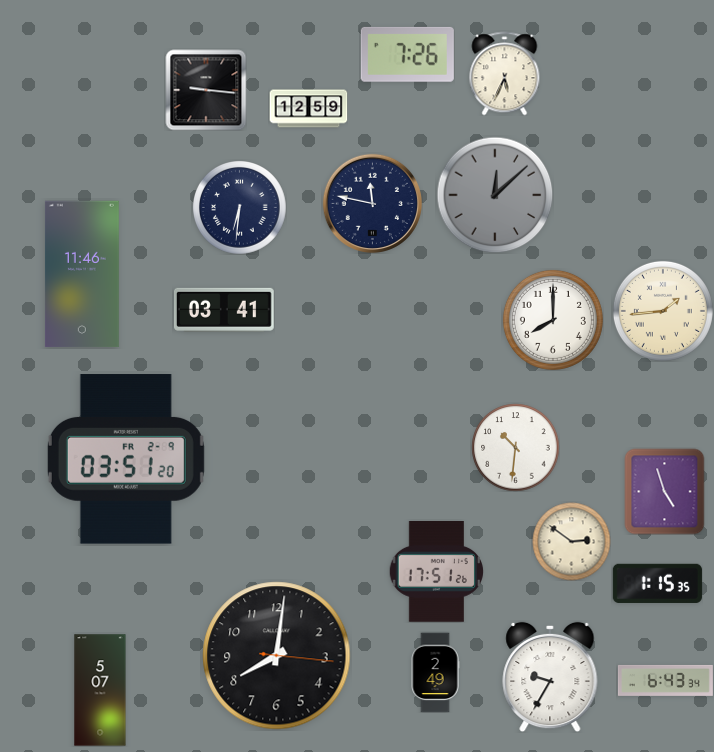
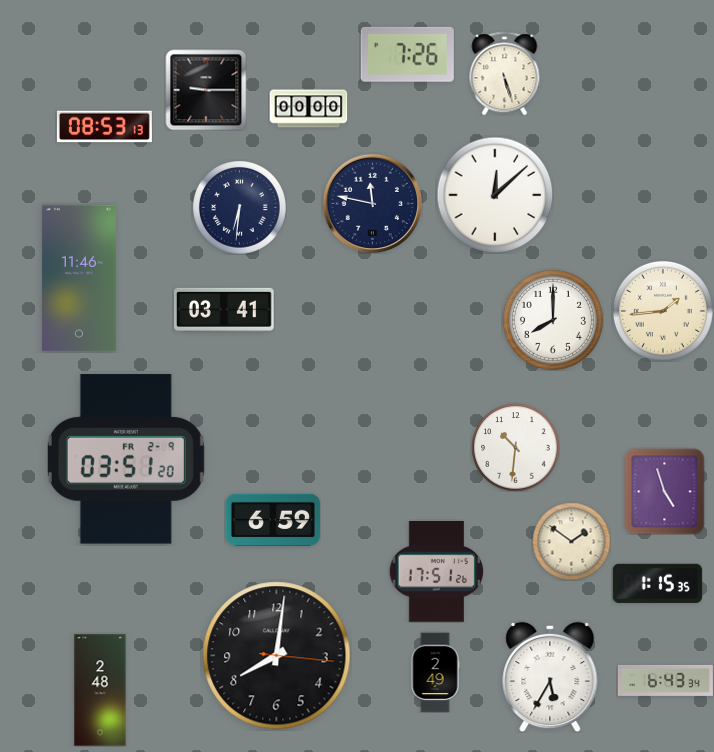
clock at (505, 73): 5:34 -> 5:27
clock at (206, 90): 9:16 -> 9:15
clock at (308, 109): 12:59 -> 00:00
clock at (104, 127): none -> 08:53
clock at (495, 195) dial: grey -> white
clock at (82, 274) position: (82, 274) -> (79, 278)
clock at (273, 520): none -> 6:59
clock at (571, 541): 2:51 -> 1:51
clock at (550, 677): 9:35 -> 5:35
clock at (100, 690): 5:07 -> 2:48
